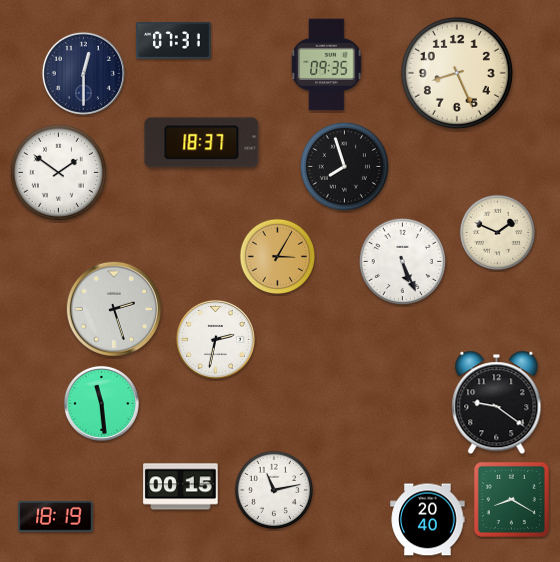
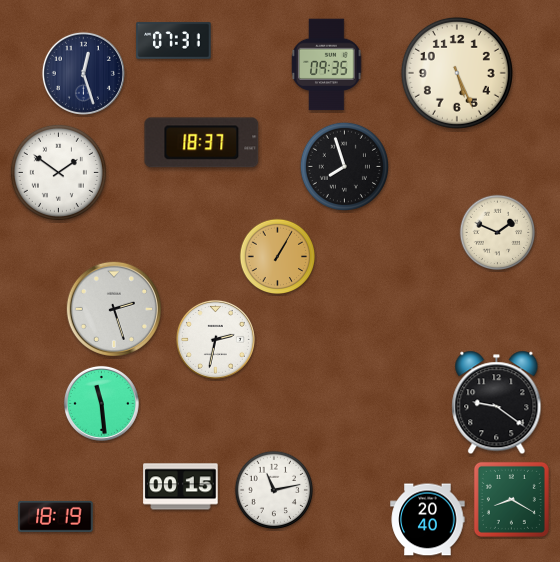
clock at (83, 73): 12:30 -> 12:27
clock at (457, 73): 8:26 -> 5:26
clock at (278, 257): 3:05 -> 1:05
clock at (402, 261): 5:26 -> none
